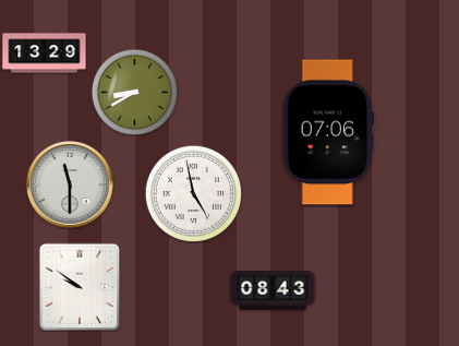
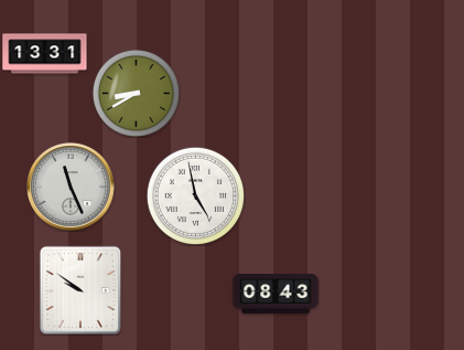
clock at (45, 53): 13:29 -> 13:31
clock at (328, 132): 07:06 -> none
clock at (71, 186): 11:30 -> 11:26
